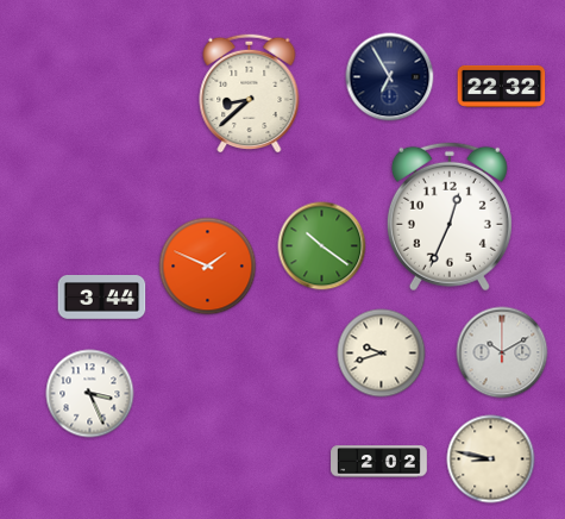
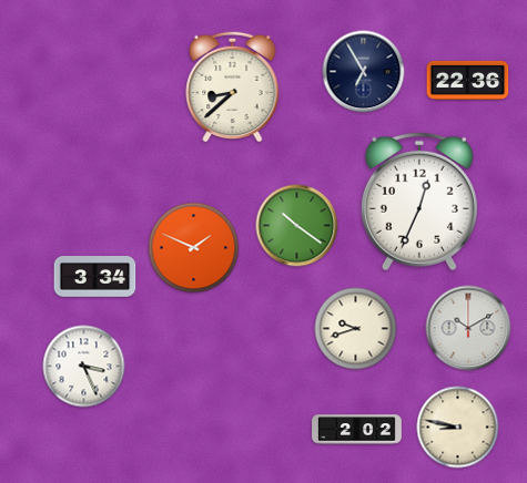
clock at (502, 86): 22:32 -> 22:36
clock at (322, 246) position: (322, 246) -> (297, 226)
clock at (102, 298): 3:44 -> 3:34
clock at (379, 462) position: (379, 462) -> (357, 430)
